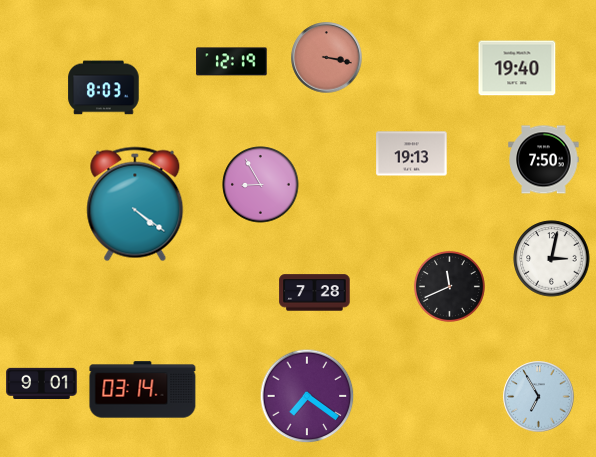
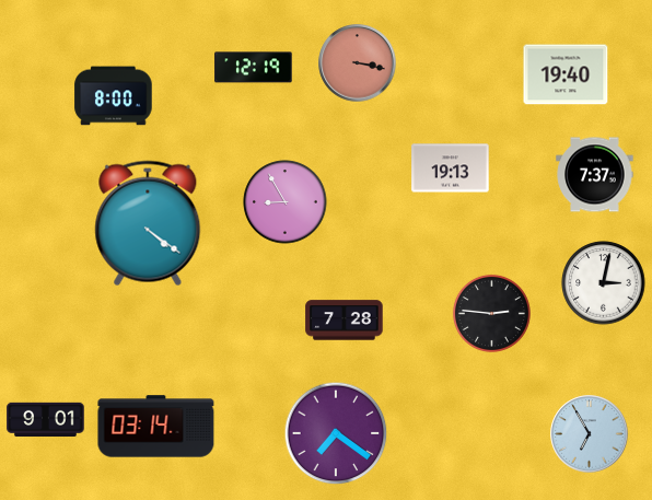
clock at (104, 88): 8:03 -> 8:00
clock at (544, 160): 7:50 -> 7:37
clock at (449, 286): 11:41 -> 2:46
